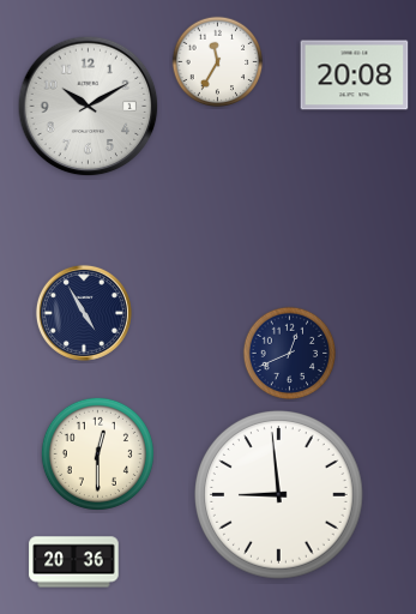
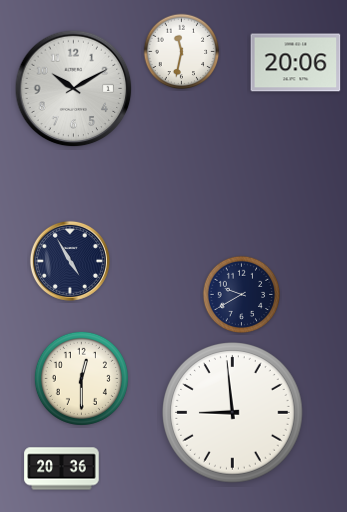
clock at (218, 62): 11:35 -> 11:32
clock at (355, 76): 20:08 -> 20:06
clock at (290, 354): 12:41 -> 9:40
